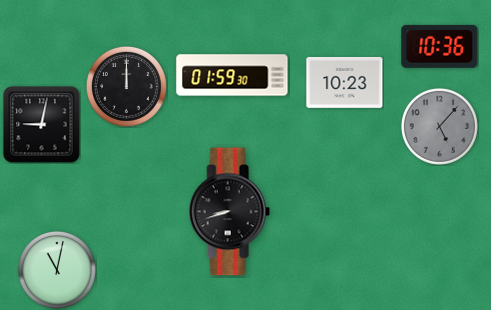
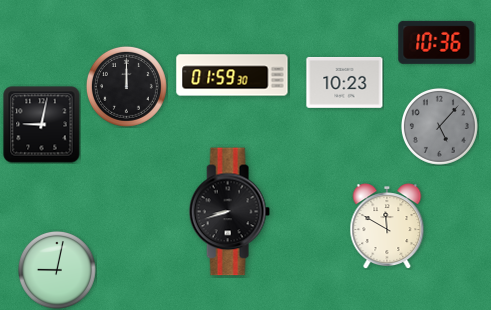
clock at (440, 46) position: (440, 46) -> (437, 42)
clock at (387, 226): none -> 11:50
clock at (57, 270): 11:02 -> 9:02
